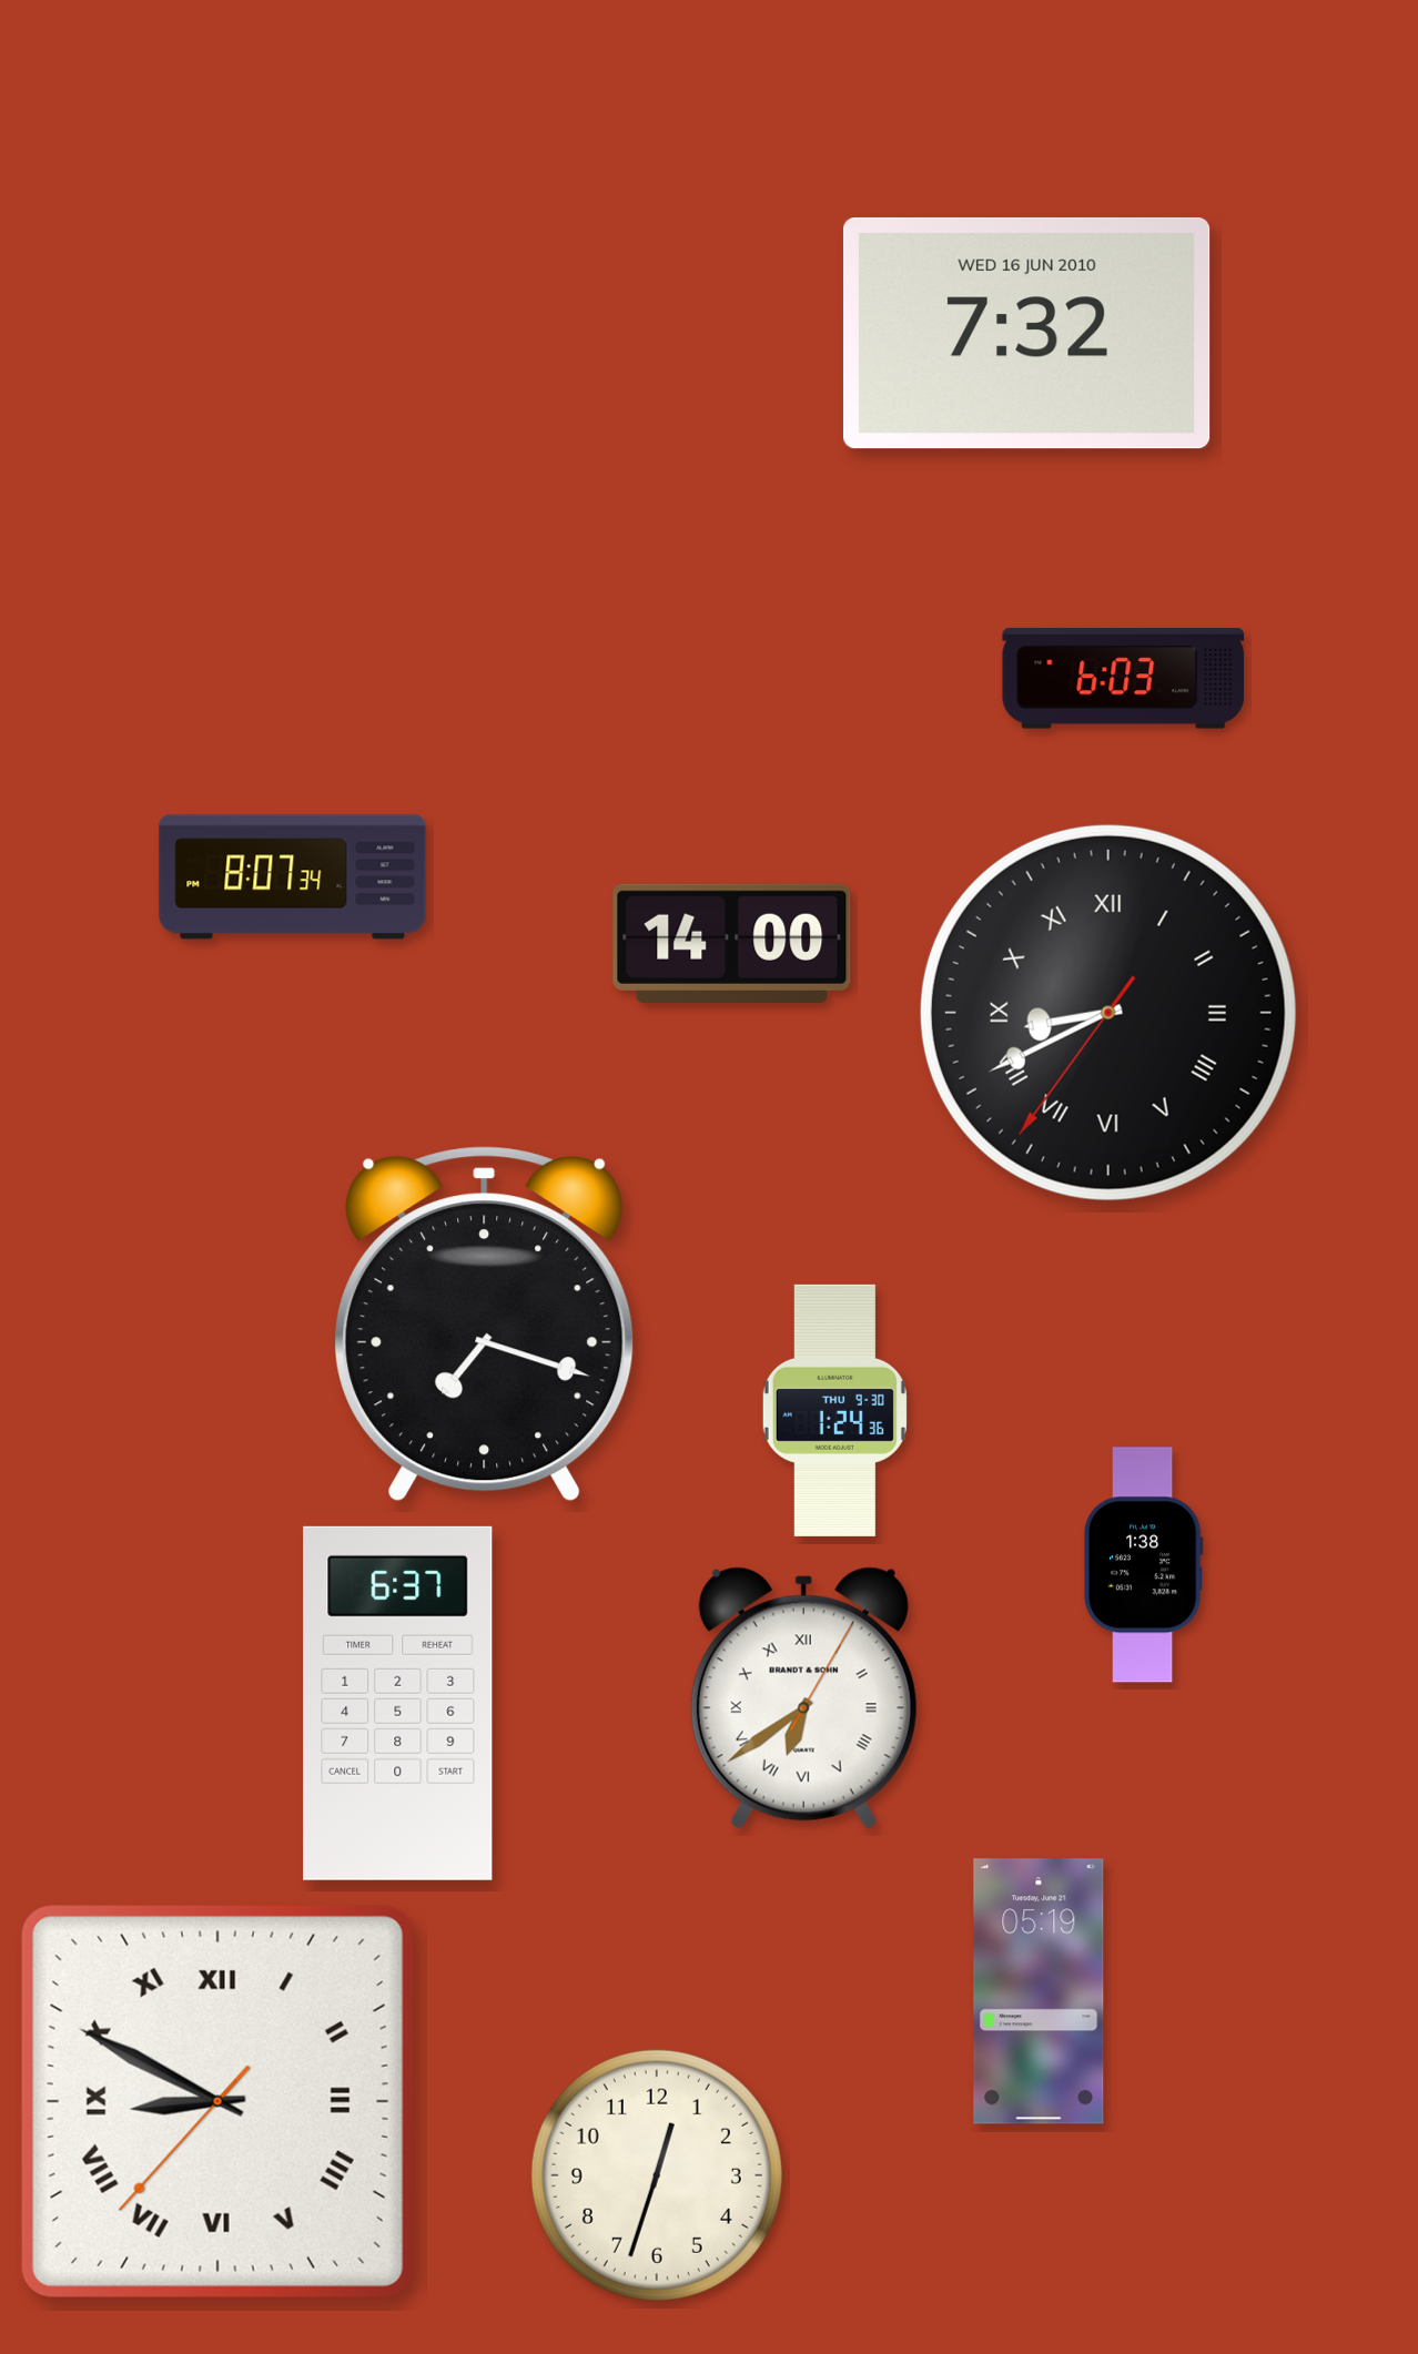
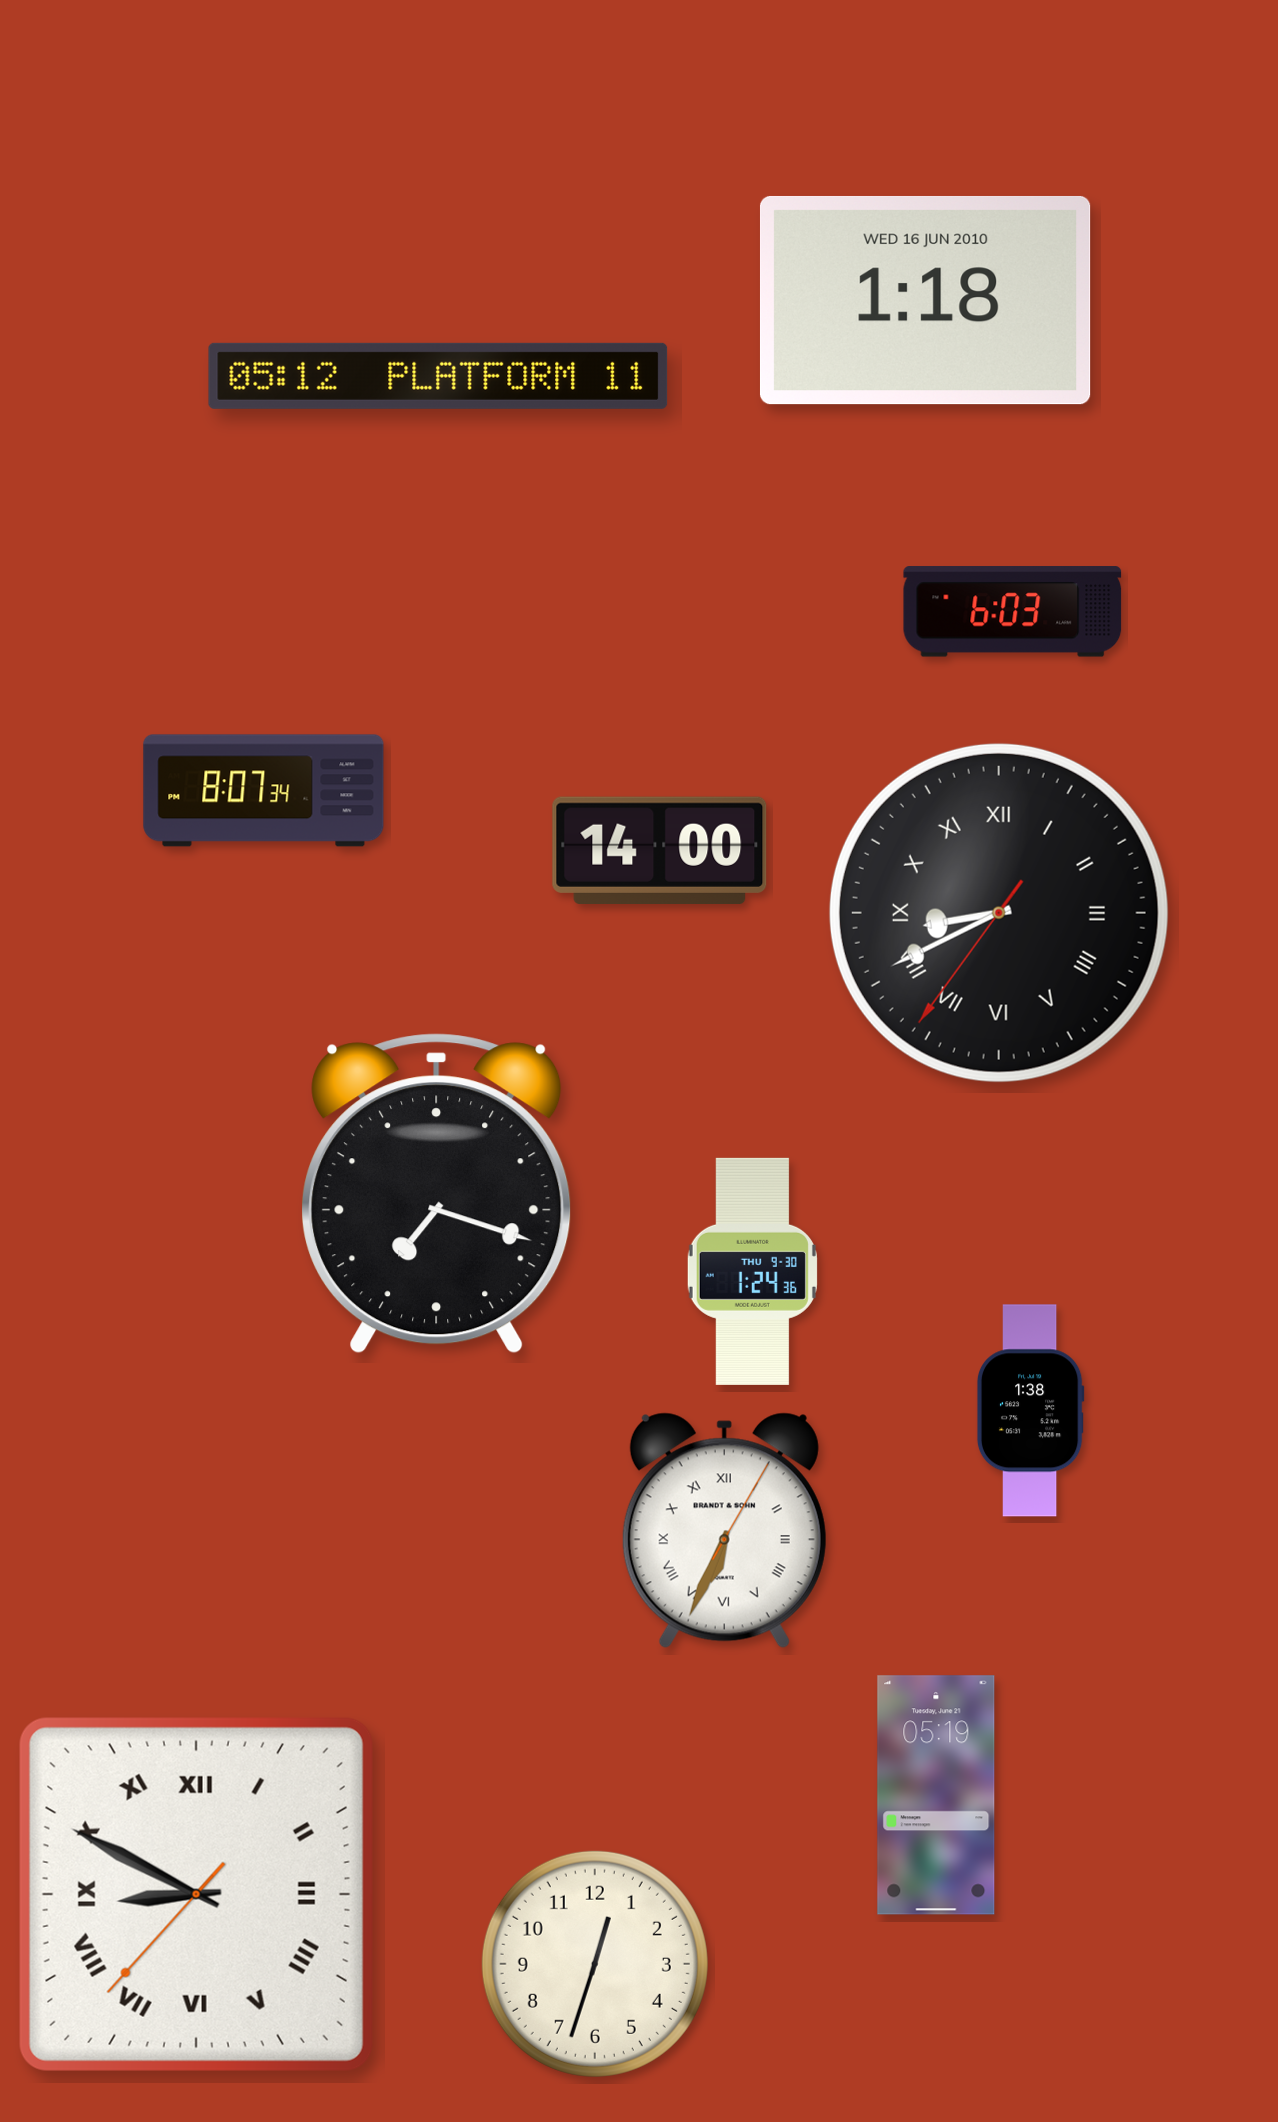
clock at (1026, 333): 7:32 -> 1:18
clock at (438, 376): none -> 05:12
clock at (803, 1698): 6:39 -> 6:34
clock at (398, 1703): 6:37 -> none
clock at (657, 2175) position: (657, 2175) -> (595, 1964)
